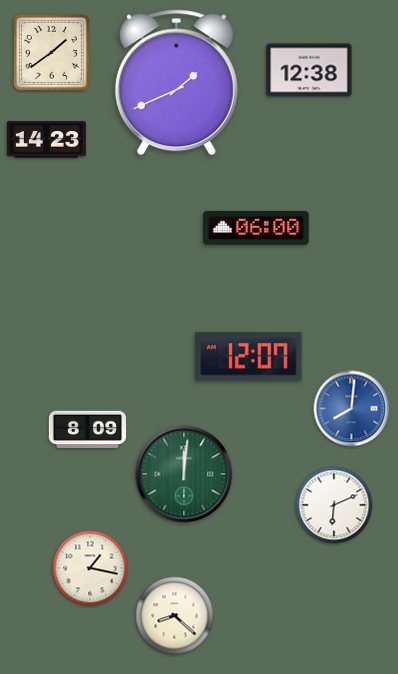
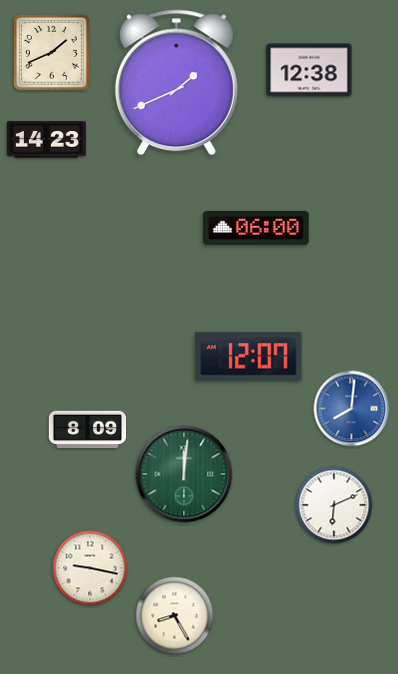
clock at (51, 52): 1:39 -> 1:41
clock at (90, 568): 1:17 -> 9:17
clock at (175, 616): 8:22 -> 8:25
